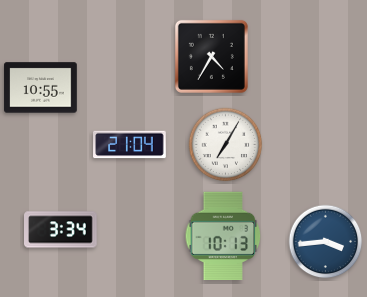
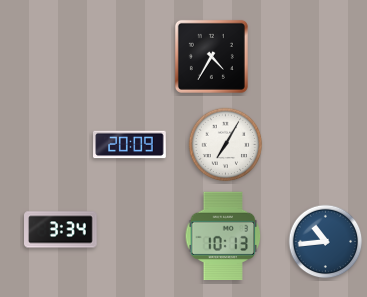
clock at (41, 88): 10:55 -> none
clock at (130, 145): 21:04 -> 20:09
clock at (326, 242): 3:44 -> 10:44
